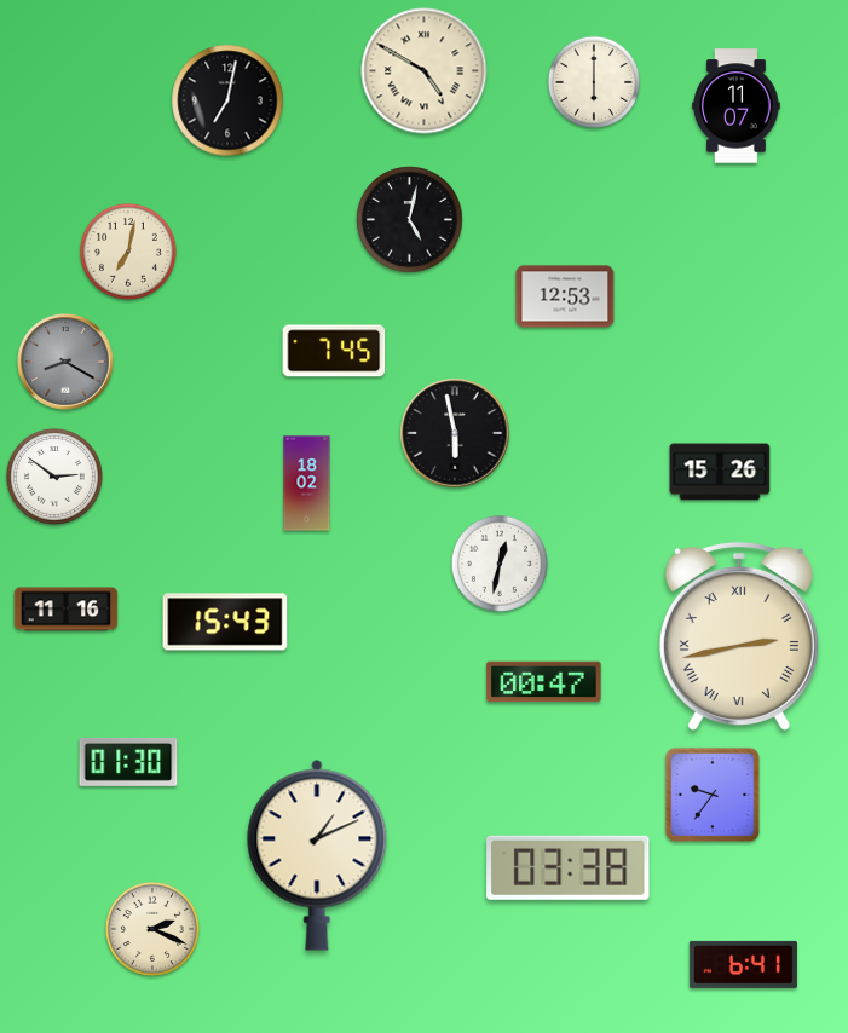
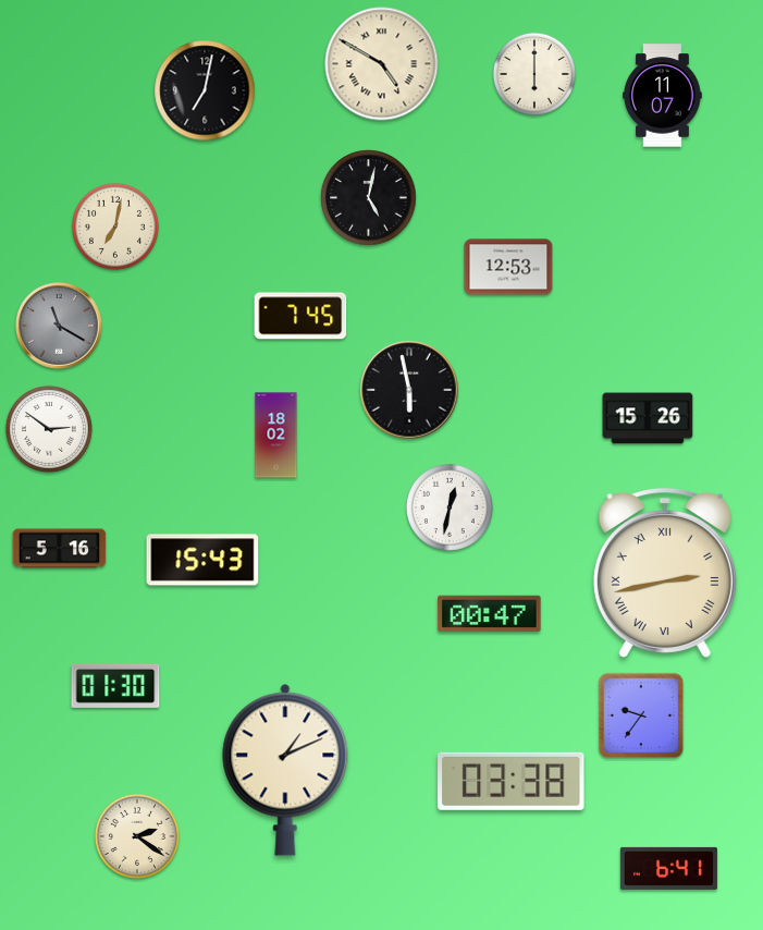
clock at (65, 362): 8:20 -> 11:20
clock at (720, 472) position: (720, 472) -> (648, 418)
clock at (67, 610): 11:16 -> 5:16
clock at (152, 929): 2:19 -> 2:21
